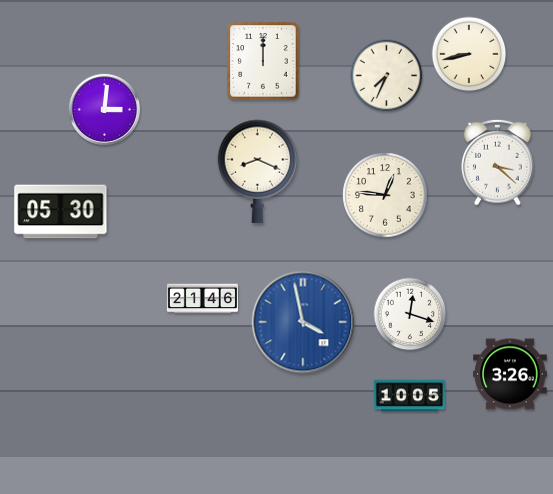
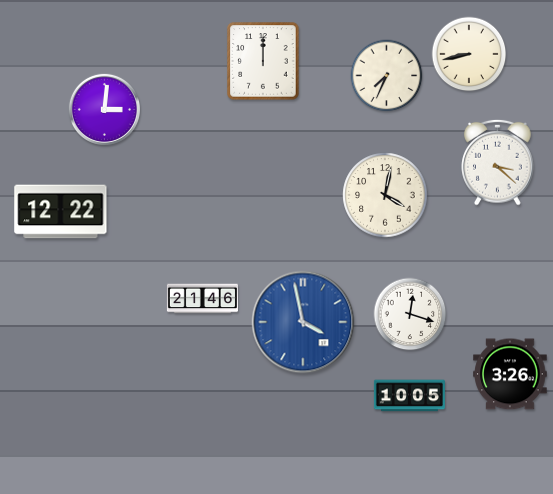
clock at (258, 171): 8:19 -> none
clock at (385, 195): 12:46 -> 4:02
clock at (61, 212): 05:30 -> 12:22
